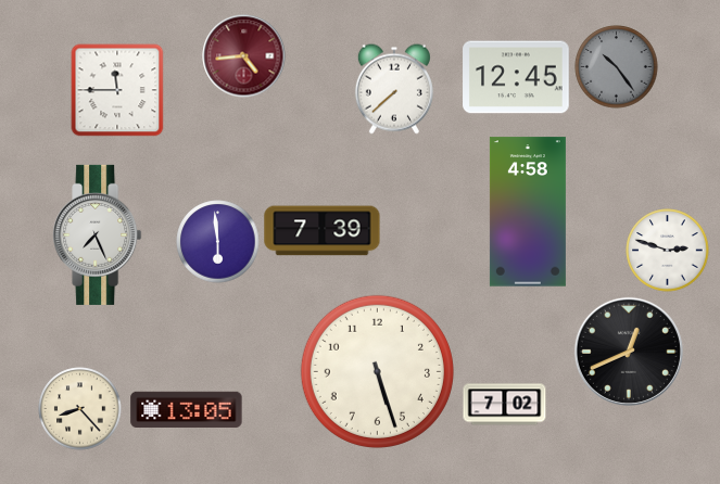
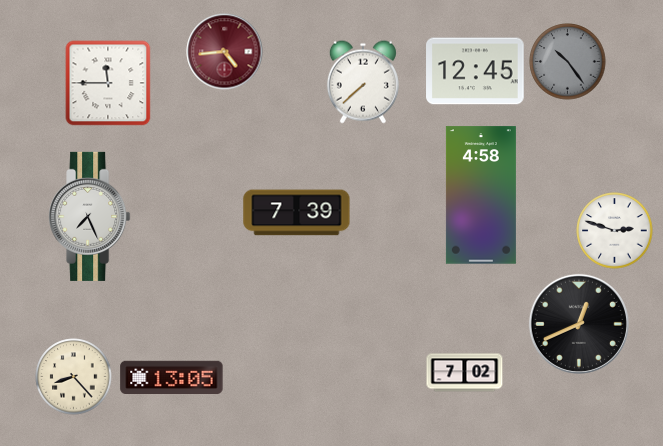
clock at (528, 212) position: (528, 212) -> (481, 195)
clock at (218, 242): 5:59 -> none
clock at (377, 371): 5:27 -> none
